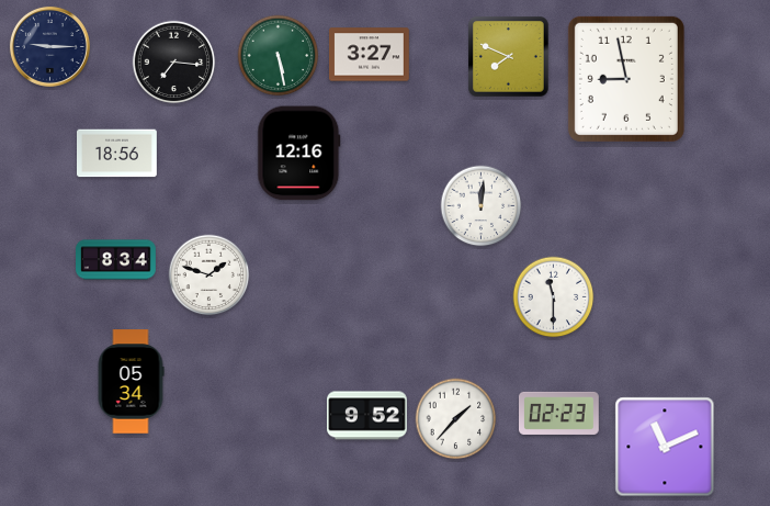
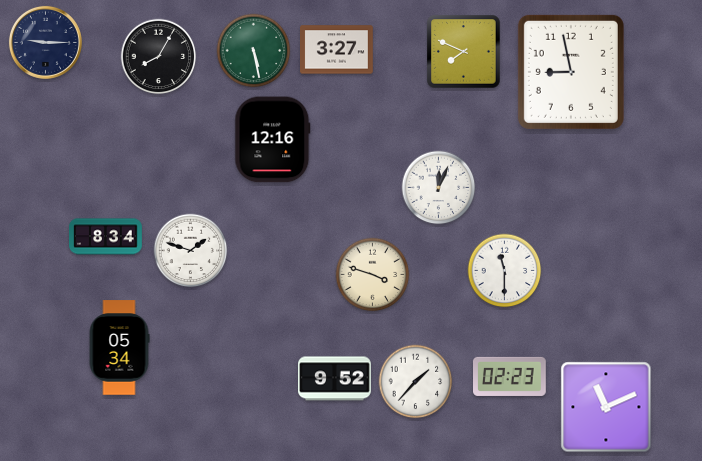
clock at (174, 63): 7:16 -> 8:05
clock at (117, 154): 18:56 -> none
clock at (482, 206): 12:01 -> 12:04
clock at (373, 275): none -> 3:48
